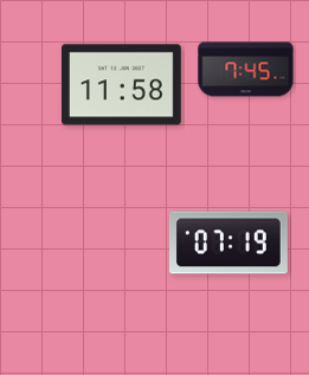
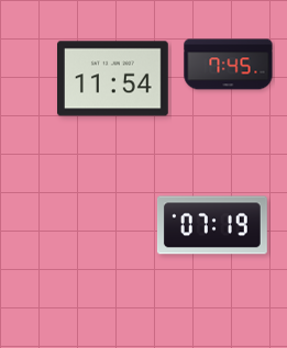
clock at (122, 85): 11:58 -> 11:54
